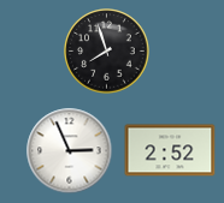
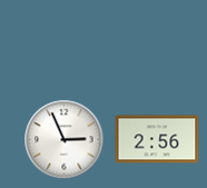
clock at (107, 52): 7:57 -> none
clock at (170, 150): 2:52 -> 2:56
